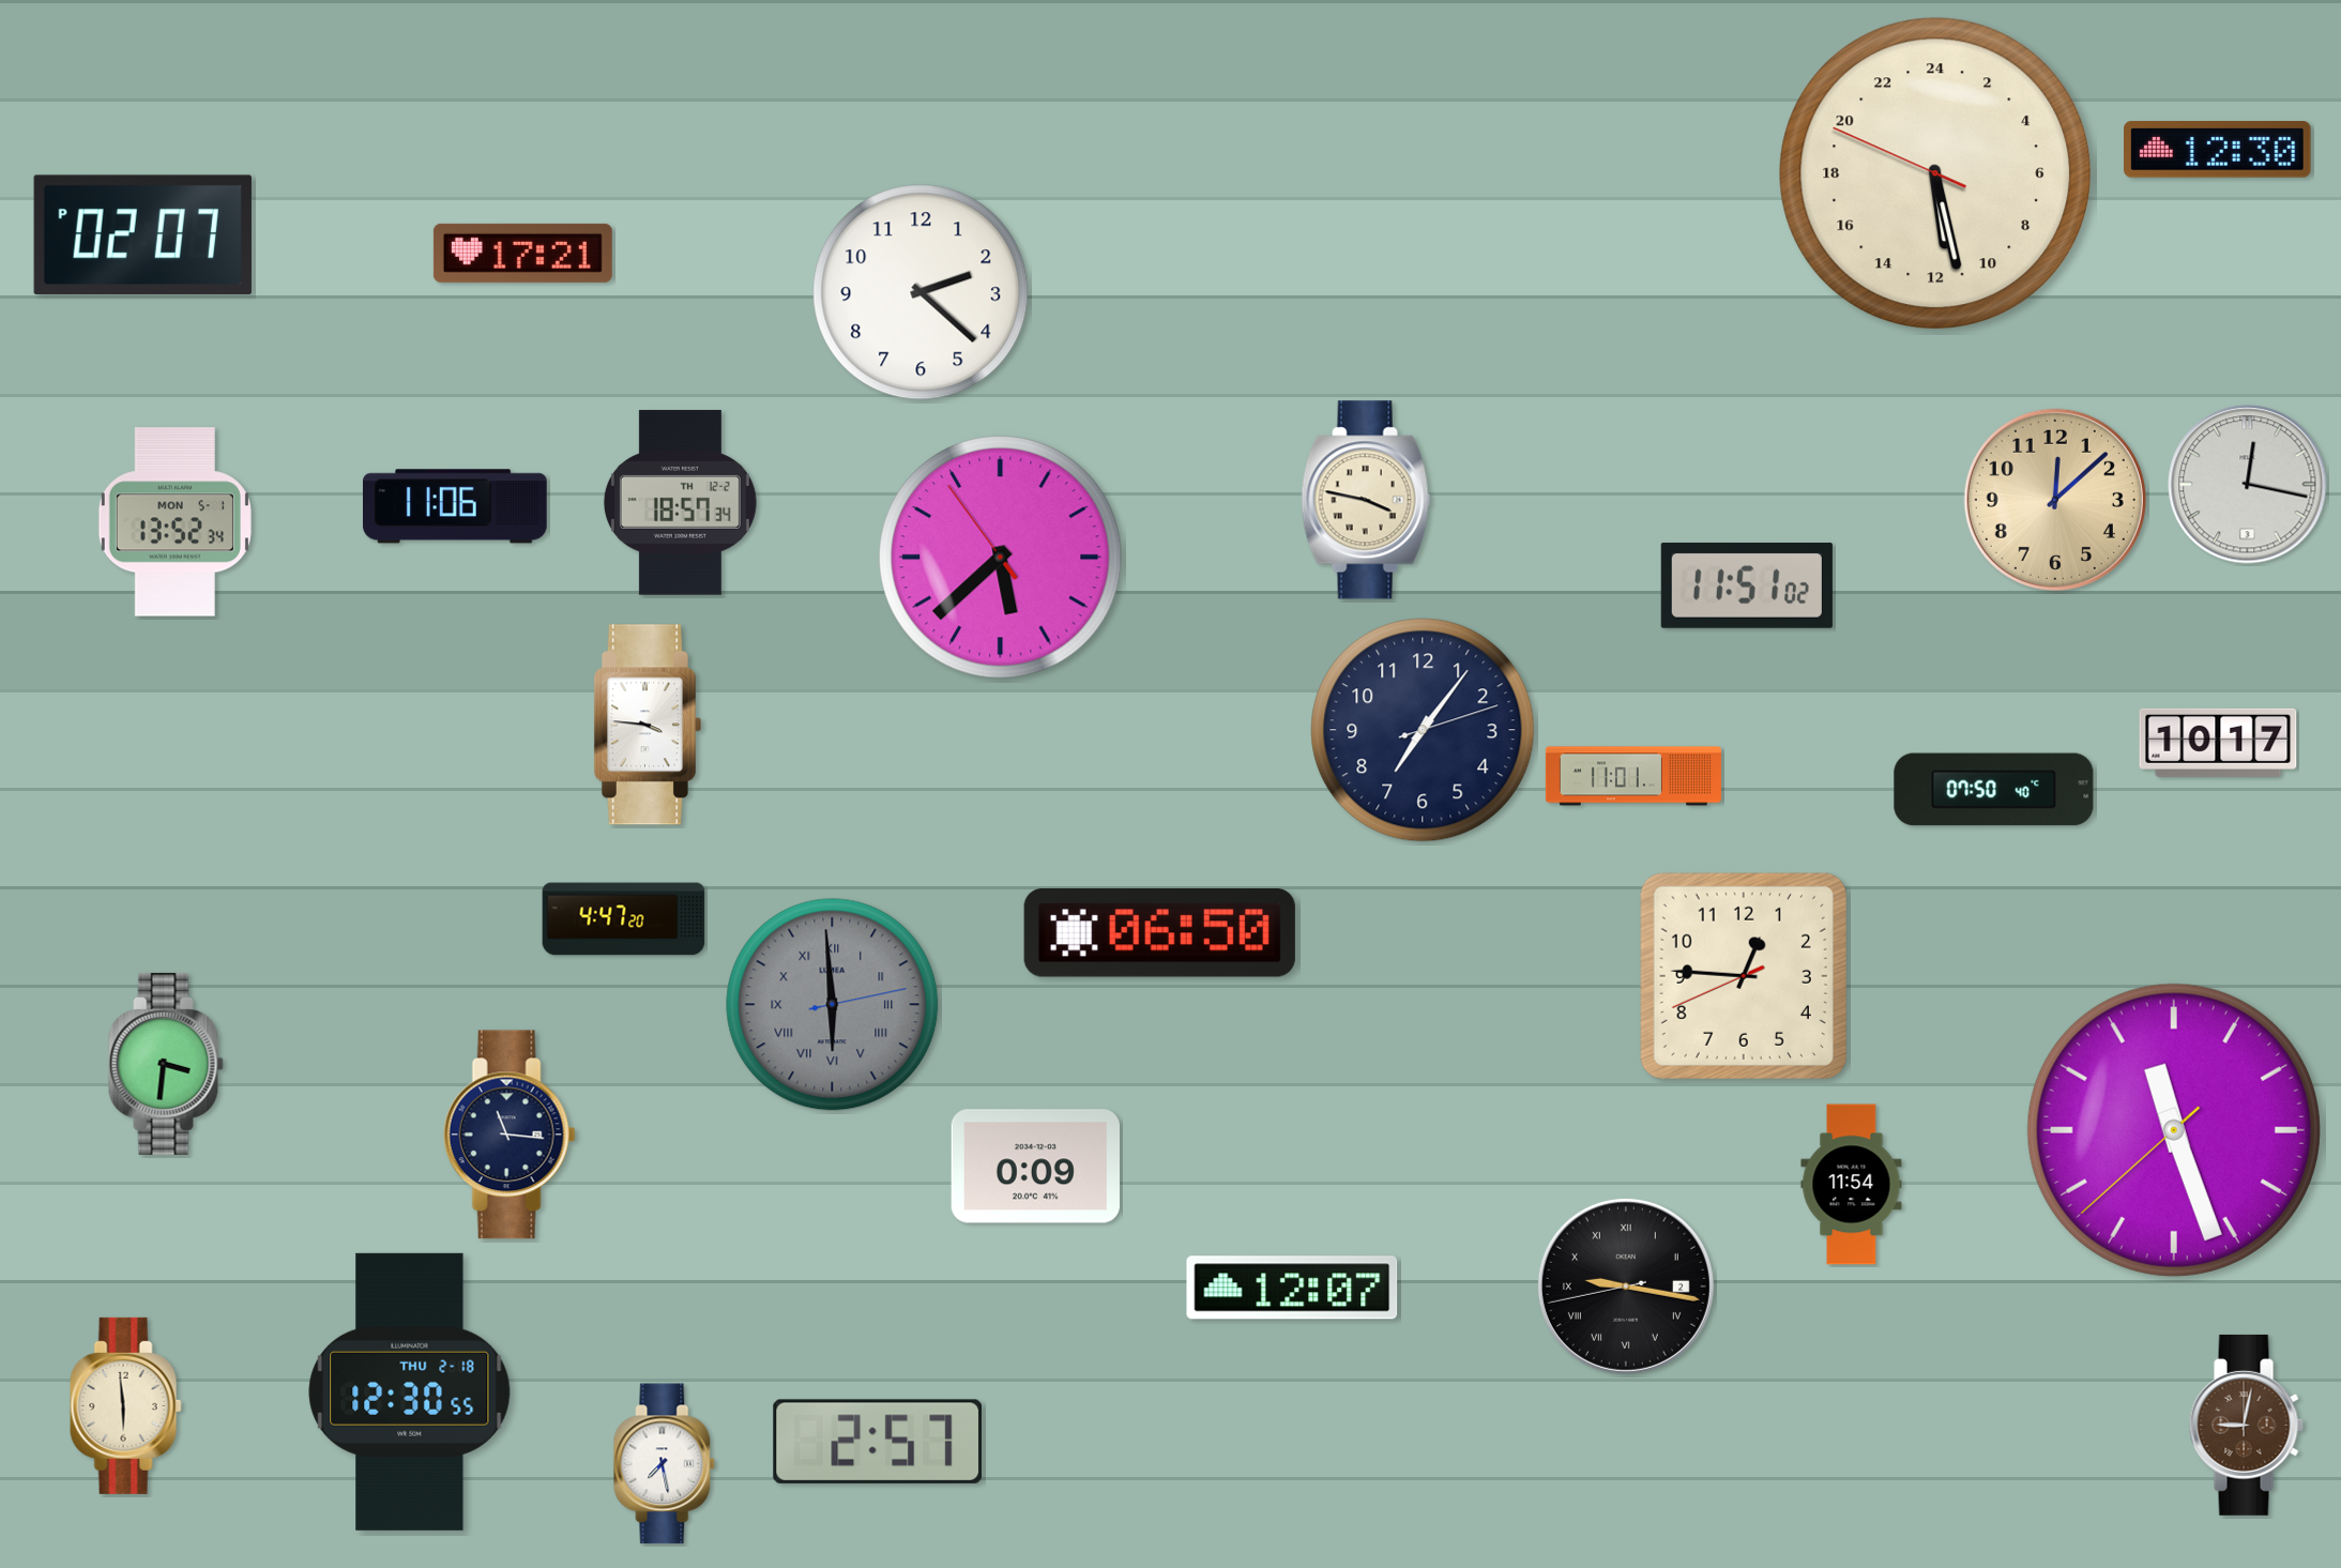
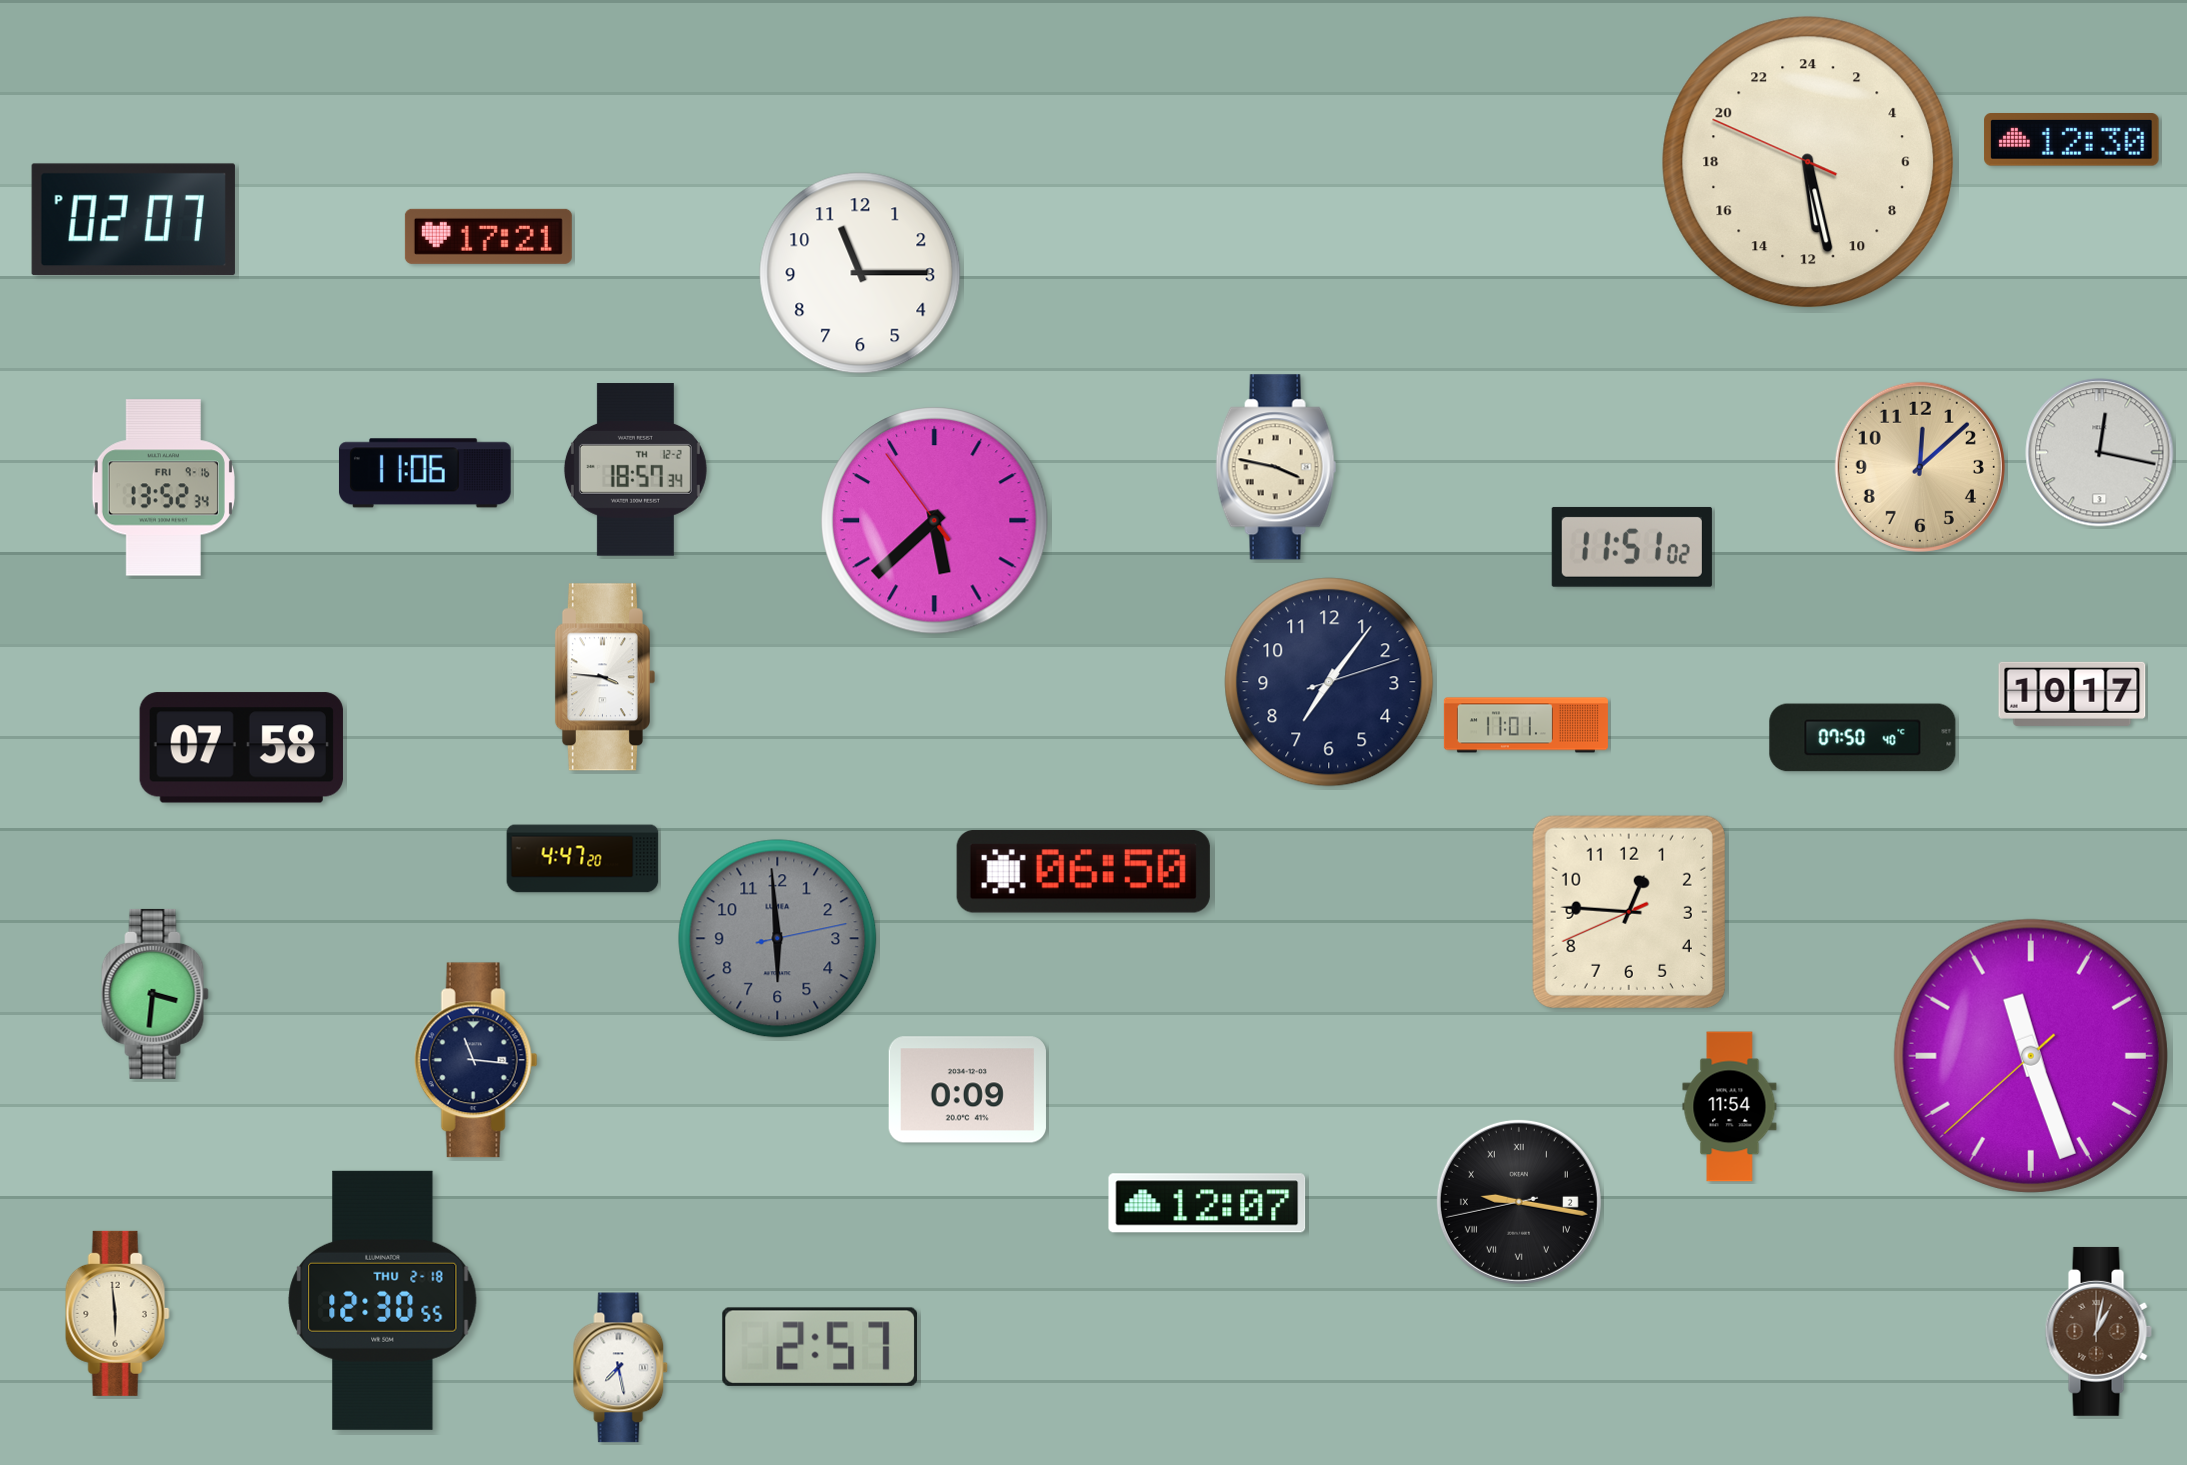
clock at (921, 292): 2:22 -> 11:15
clock at (174, 522) date: MON 5-1 -> FRI 9-16
clock at (241, 748): none -> 07:58
clock at (833, 1005) numerals: Roman -> Arabic
clock at (2246, 1425): 9:02 -> 1:02
